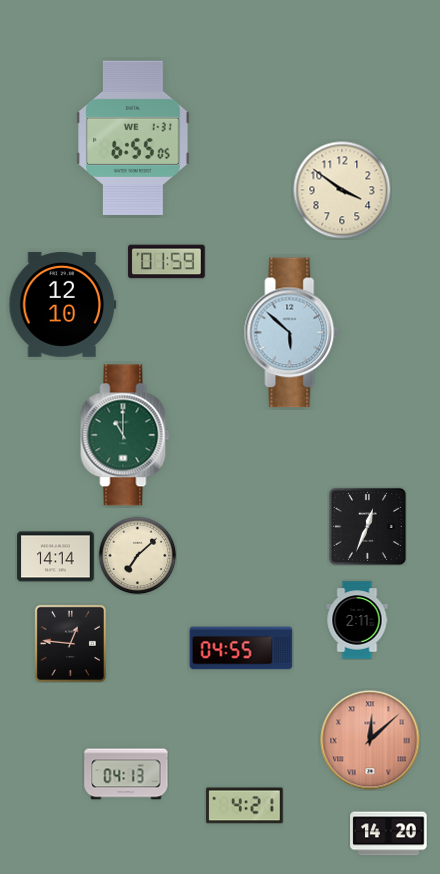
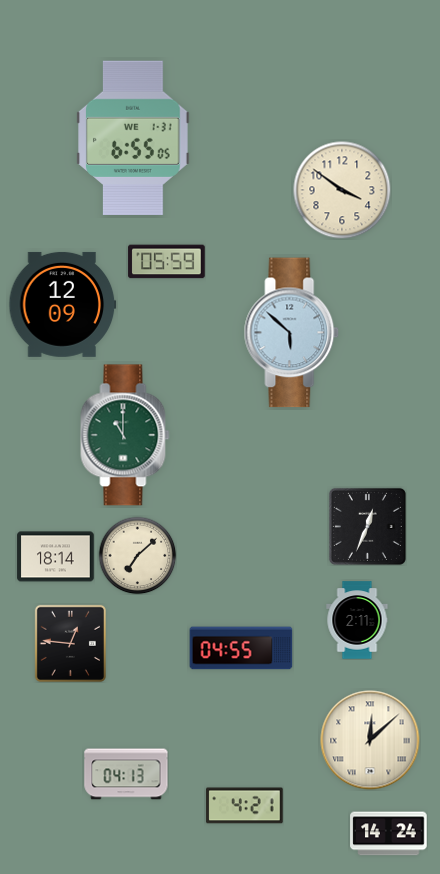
clock at (167, 262): 01:59 -> 05:59
clock at (63, 304): 12:10 -> 12:09
clock at (56, 557): 14:14 -> 18:14
clock at (370, 740) dial: salmon -> cream
clock at (389, 834): 14:20 -> 14:24
